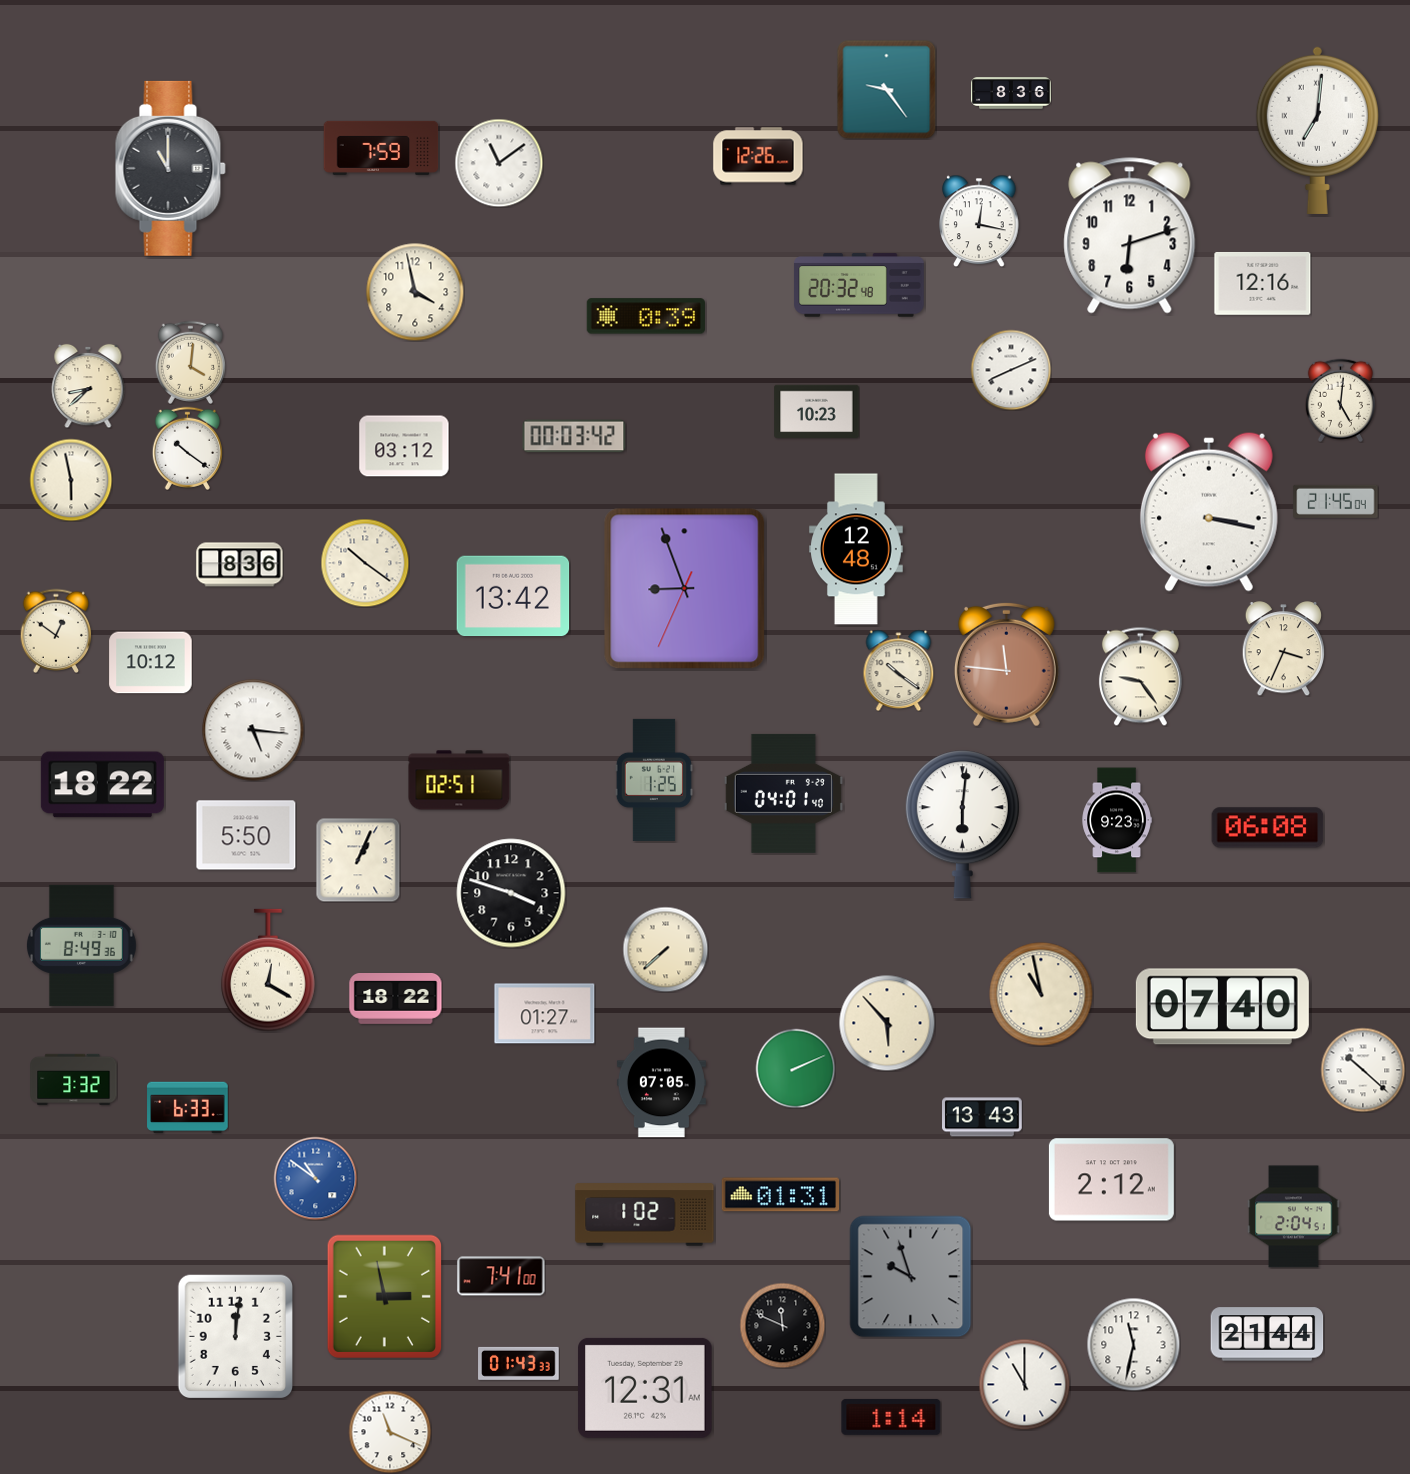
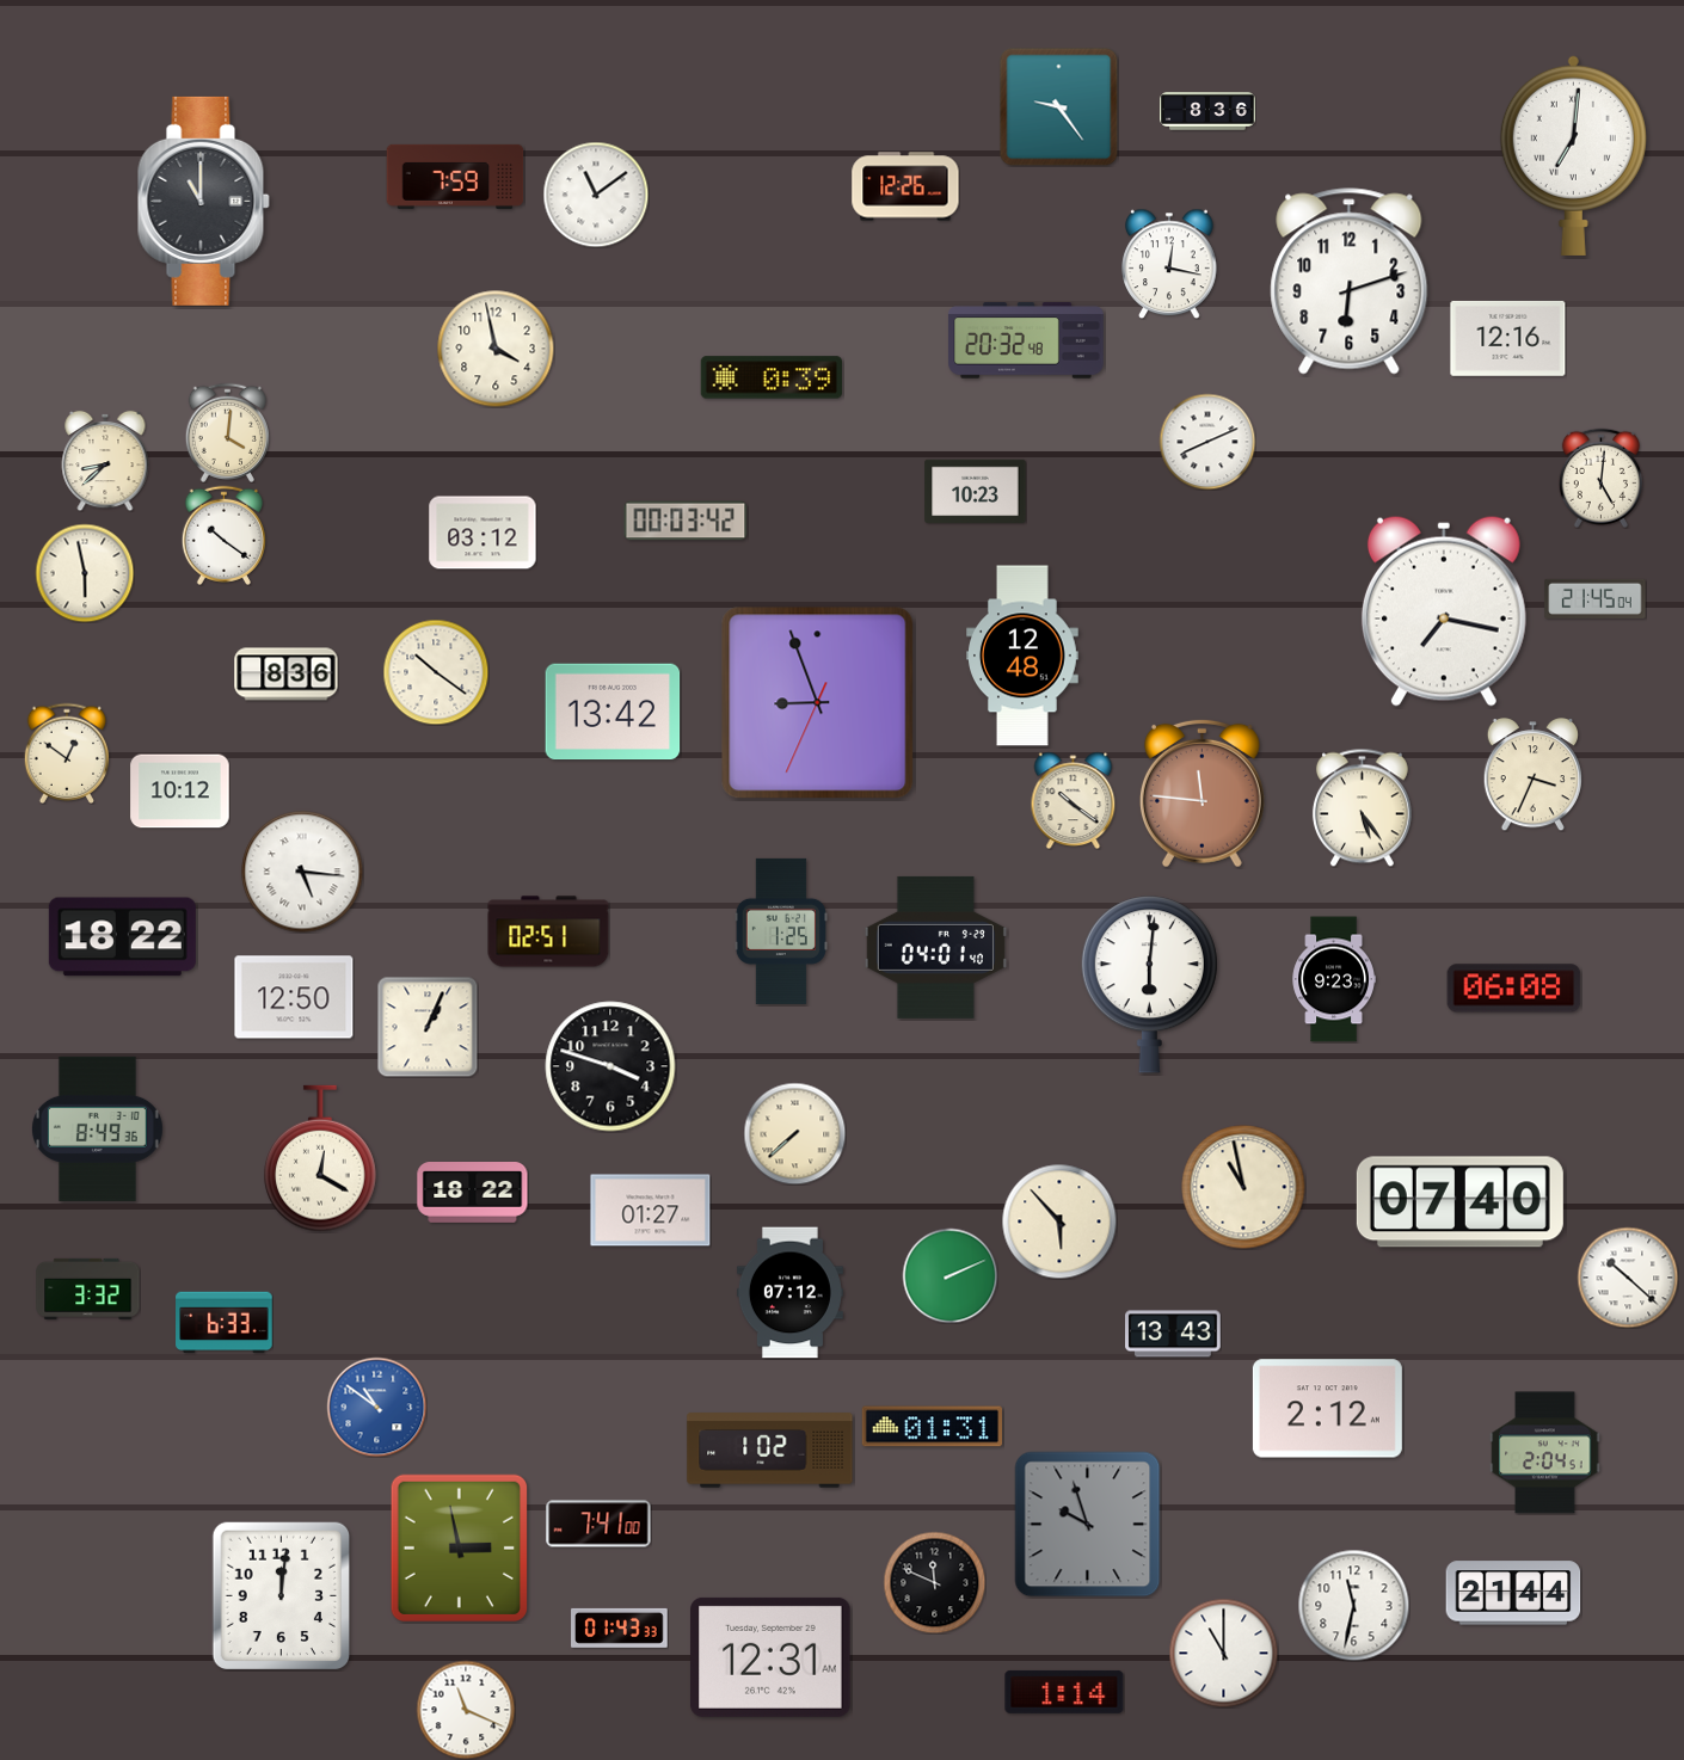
clock at (1209, 512): 3:17 -> 7:17
clock at (1140, 676): 9:24 -> 5:24
clock at (246, 835): 5:50 -> 12:50
clock at (661, 1083): 07:05 -> 07:12
